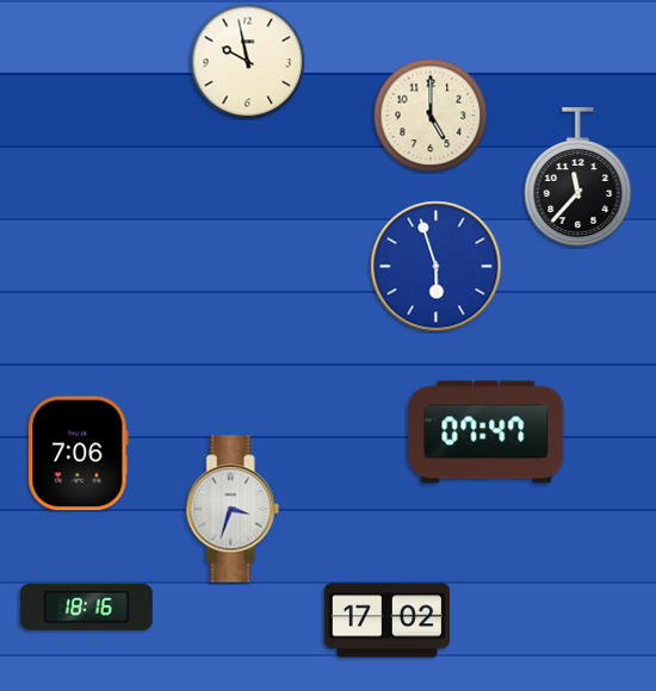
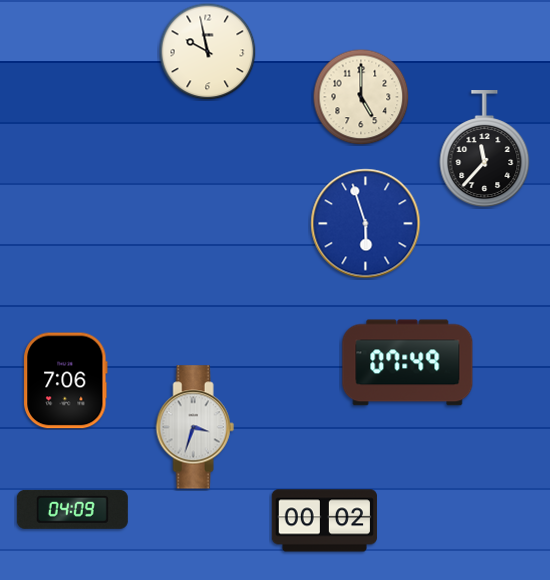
clock at (487, 432): 07:47 -> 07:49
clock at (86, 606): 18:16 -> 04:09
clock at (386, 621): 17:02 -> 00:02
